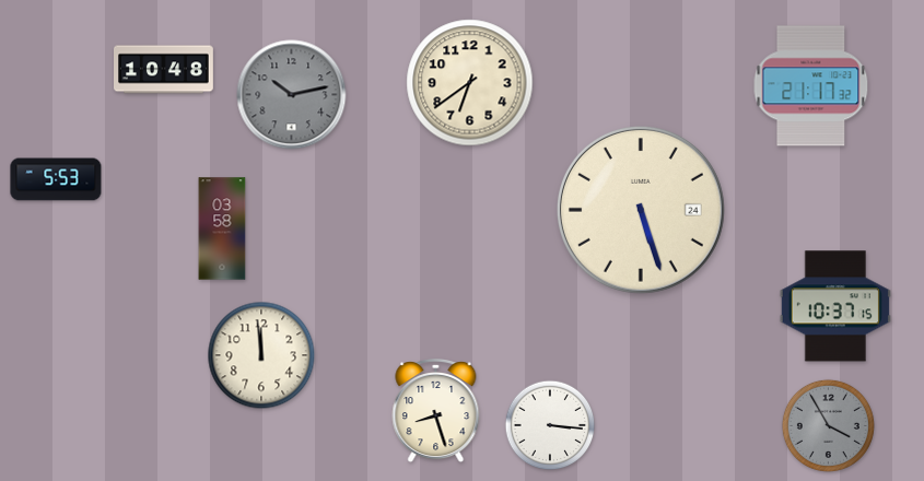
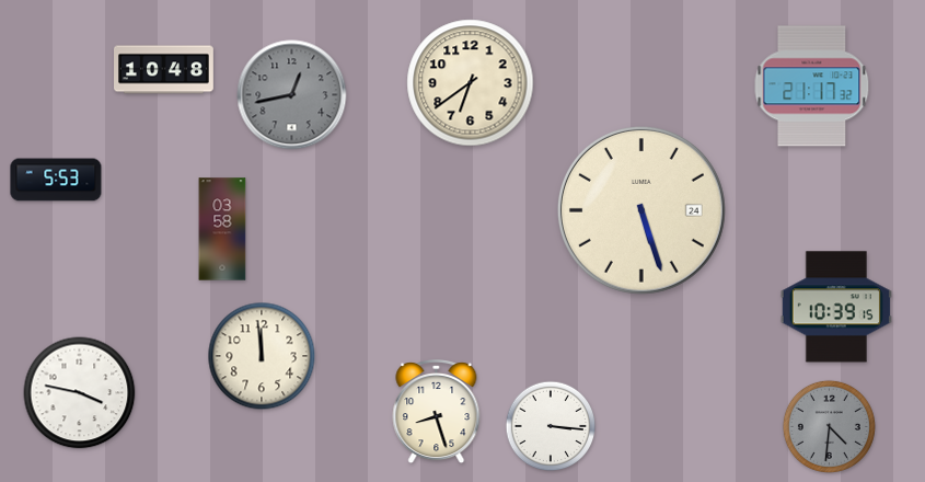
clock at (292, 95): 10:13 -> 12:43
clock at (835, 306): 10:37 -> 10:39
clock at (80, 393): none -> 3:47
clock at (828, 425): 3:55 -> 4:31
